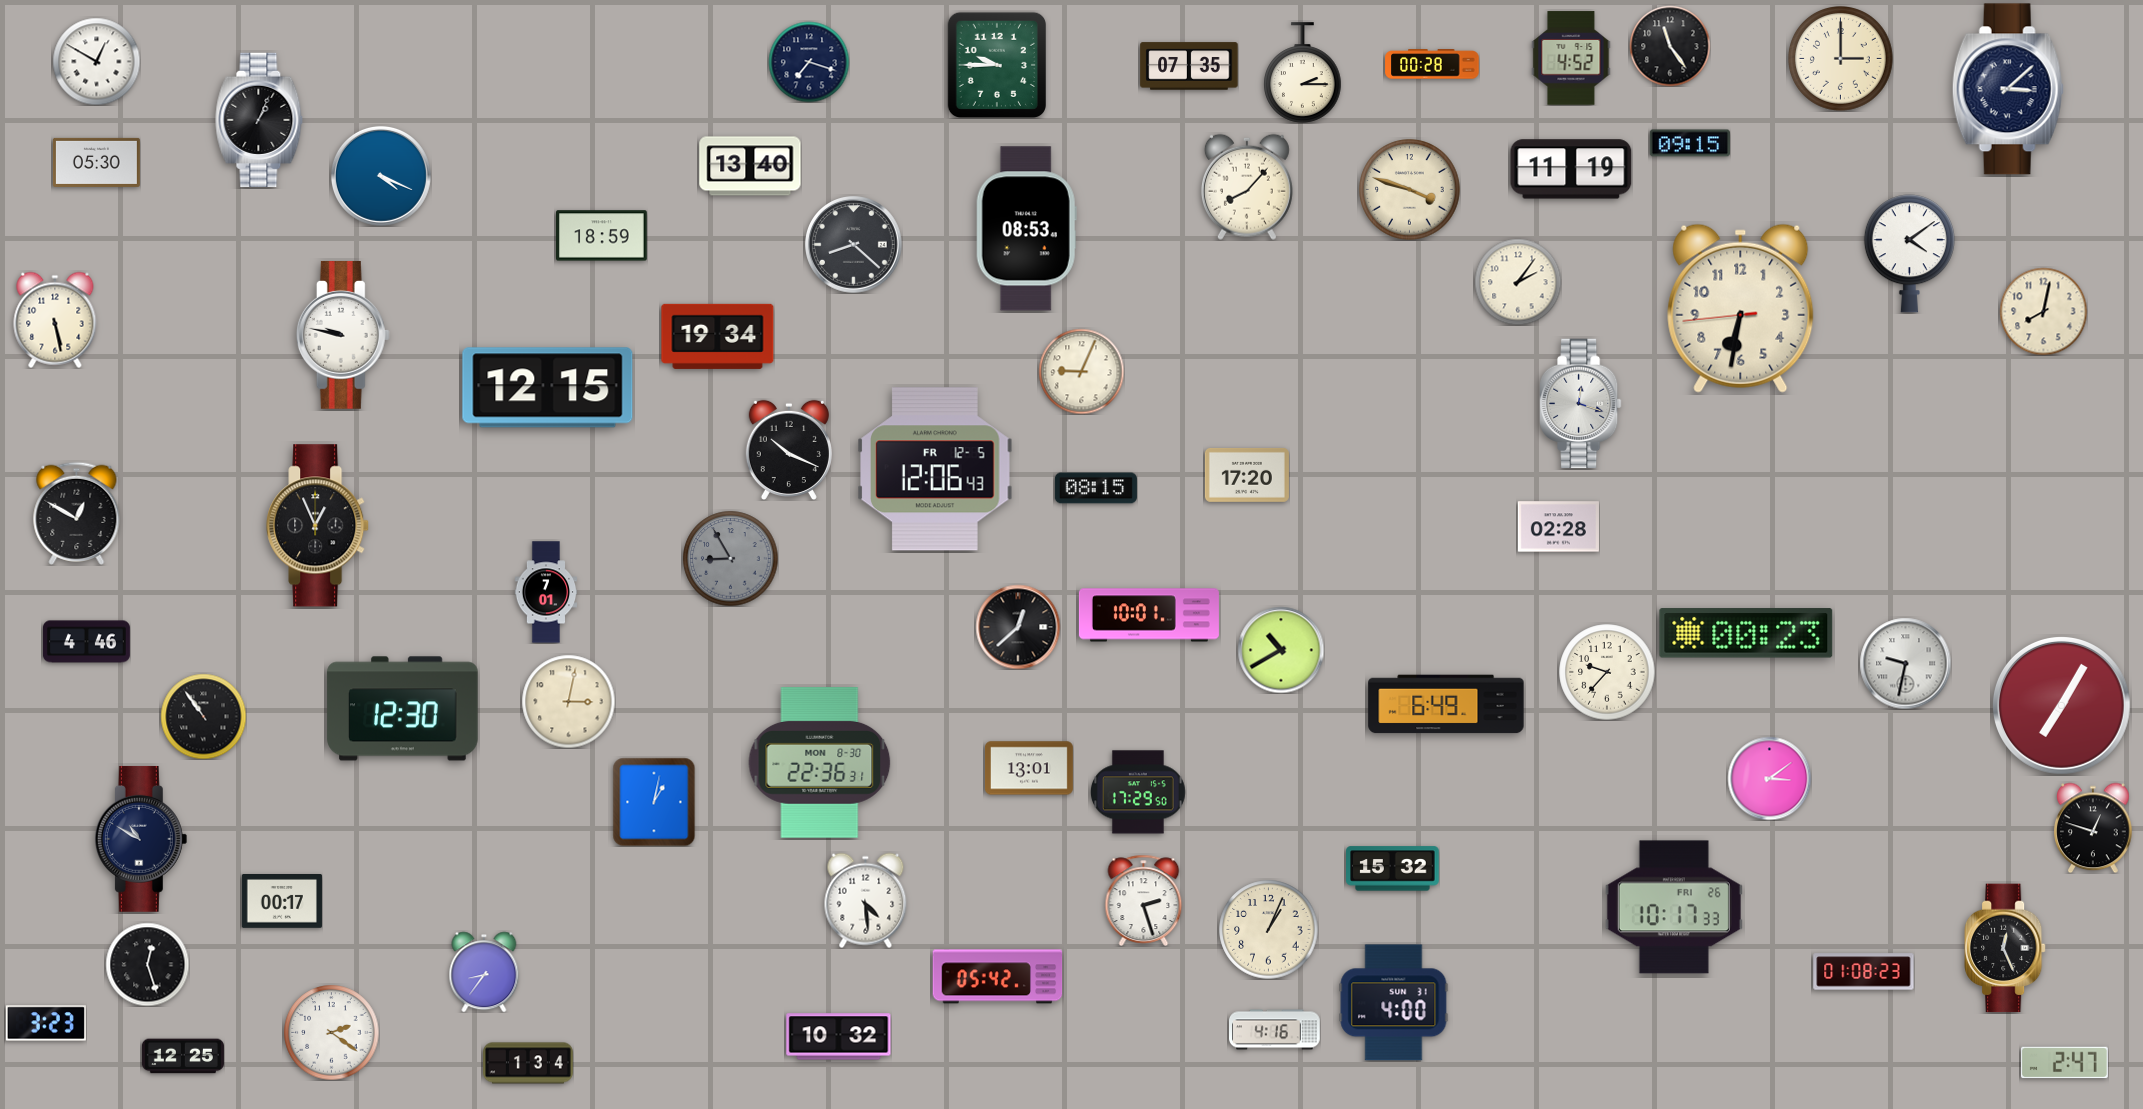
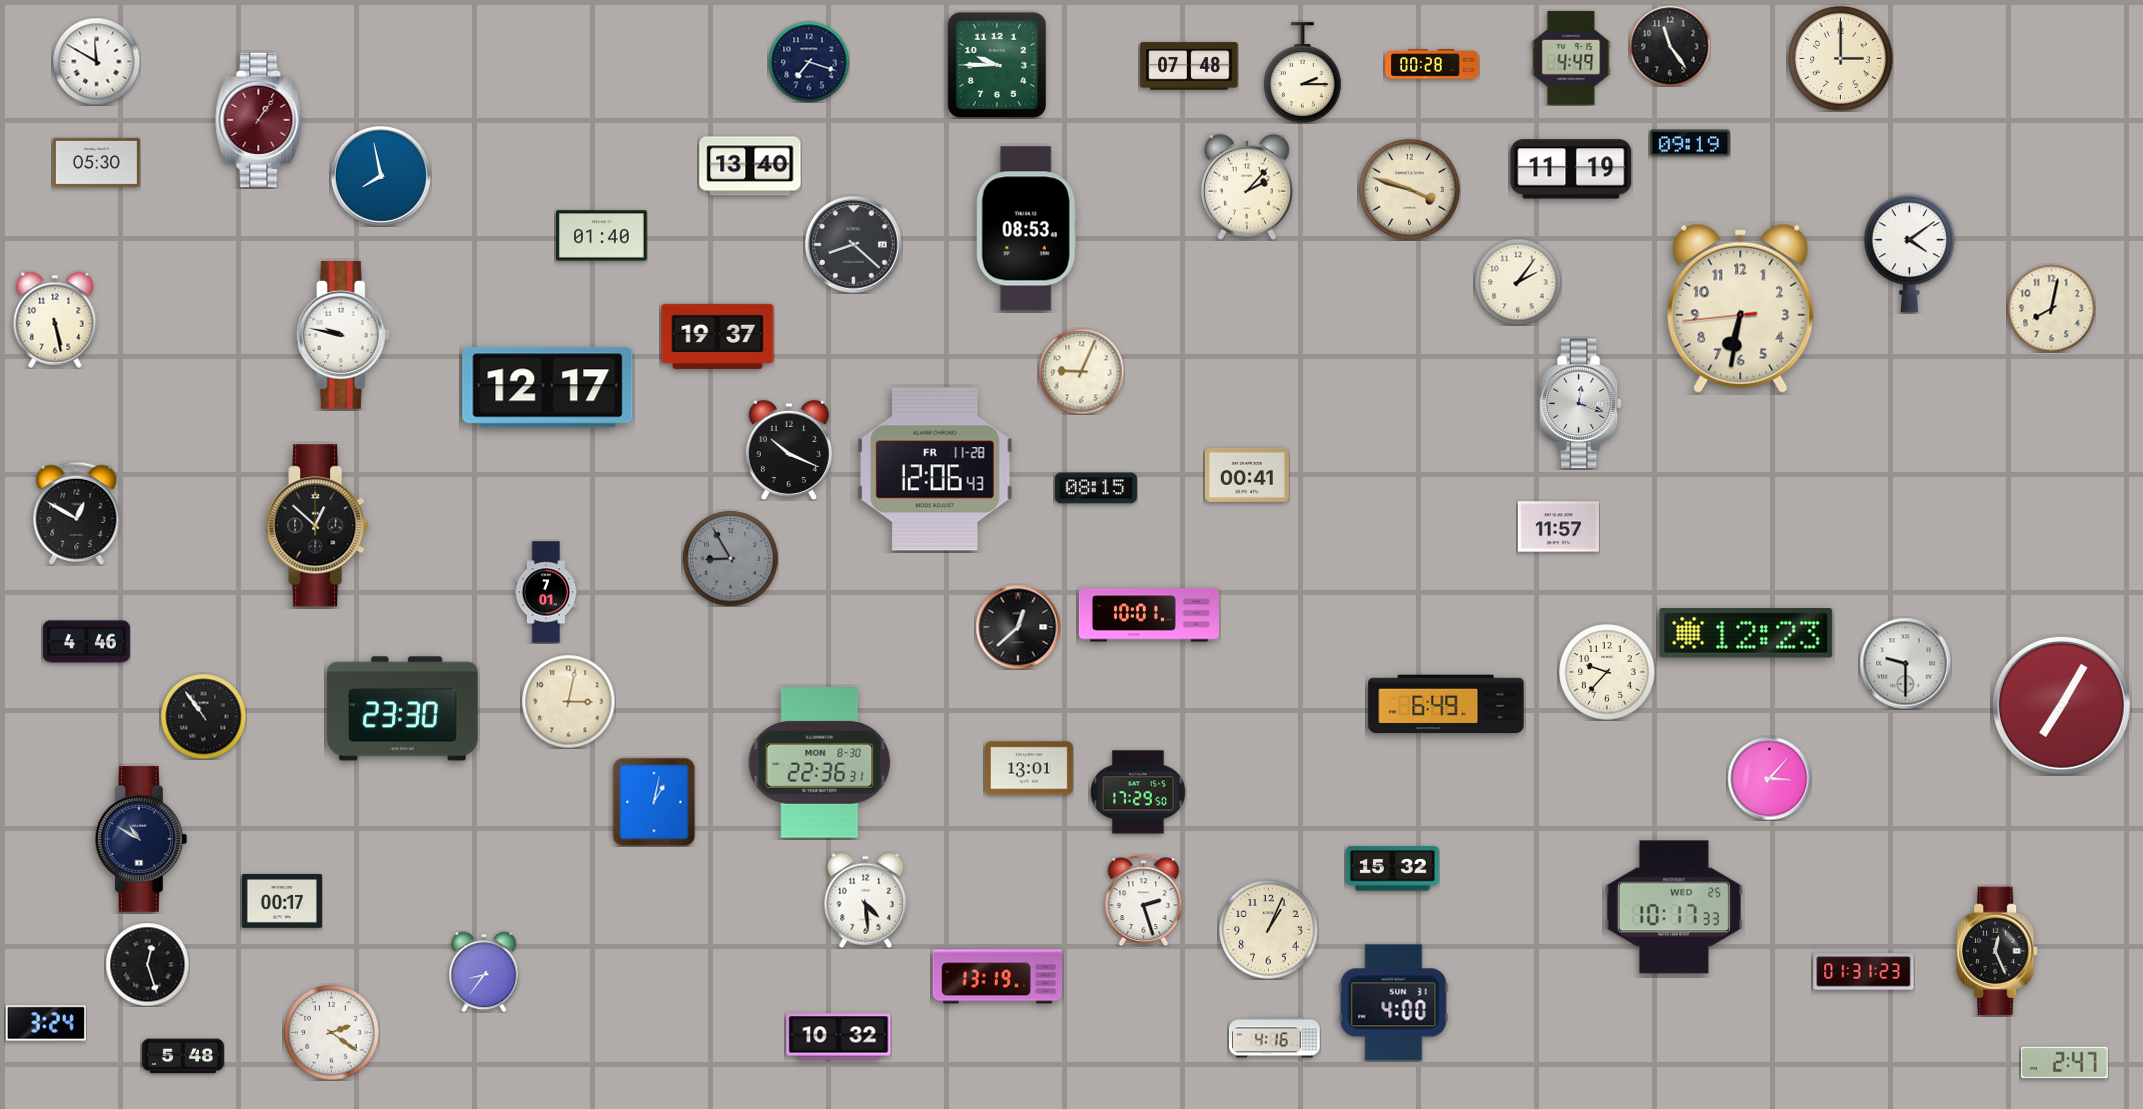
clock at (1571, 58): 4:52 -> 4:49
clock at (96, 61): 12:50 -> 11:50
clock at (1189, 66): 07:35 -> 07:48
clock at (2008, 89): 3:08 -> none
clock at (259, 120): 1:04 -> 1:06
clock at (259, 120) dial: black -> burgundy
clock at (1690, 143): 09:15 -> 09:19
clock at (381, 176): 4:19 -> 7:58
clock at (1247, 187): 8:07 -> 2:07
clock at (602, 236): 18:59 -> 01:40
clock at (2043, 311) position: (2043, 311) -> (2051, 308)
clock at (718, 336): 19:34 -> 19:37
clock at (548, 388): 12:15 -> 12:17
clock at (935, 469) date: FR 12-5 -> FR 11-28
clock at (1247, 475): 17:20 -> 00:41
clock at (318, 526): 12:56 -> 12:52
clock at (1558, 527): 02:28 -> 11:57
clock at (1746, 633): 00:23 -> 12:23
clock at (1281, 650): 10:40 -> none
clock at (1905, 663): 9:32 -> 9:30
clock at (403, 709): 12:30 -> 23:30
clock at (1769, 778): 3:09 -> 3:07
clock at (2093, 828): 12:48 -> none
clock at (1674, 907) date: FRI 26 -> WED 25
clock at (2005, 948) position: (2005, 948) -> (1997, 951)
clock at (1864, 972): 01:08 -> 01:31
clock at (998, 977): 05:42 -> 13:19
clock at (46, 1023): 3:23 -> 3:24
clock at (1275, 1030) position: (1275, 1030) -> (1275, 1038)
clock at (183, 1056): 12:25 -> 5:48
clock at (528, 1063): 1:34 -> none
